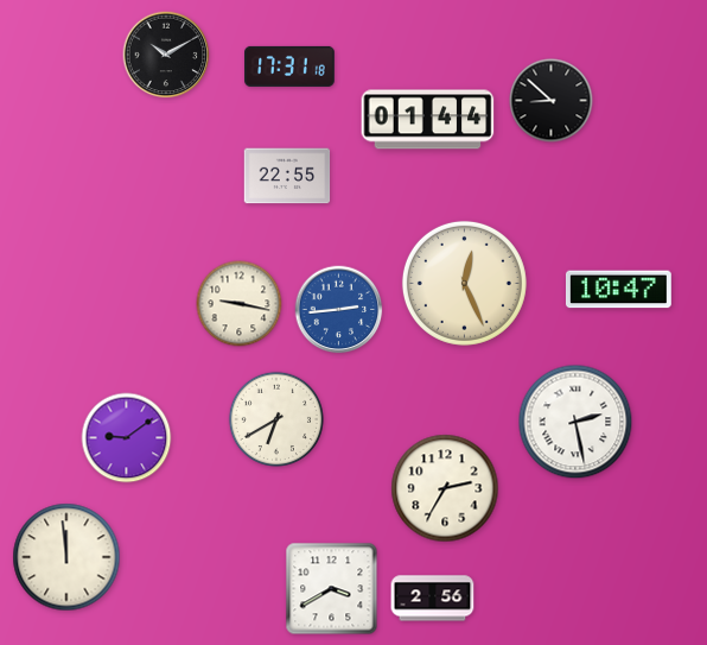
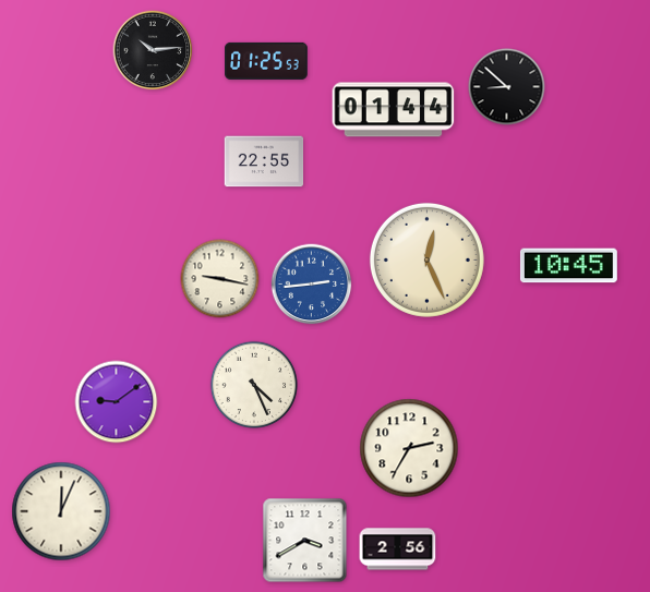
clock at (166, 55): 10:10 -> 10:14
clock at (289, 67): 17:31 -> 01:25
clock at (552, 101) position: (552, 101) -> (507, 87)
clock at (618, 290): 10:47 -> 10:45
clock at (275, 418): 6:40 -> 4:26
clock at (575, 422): 2:28 -> none
clock at (66, 557): 11:59 -> 12:04
